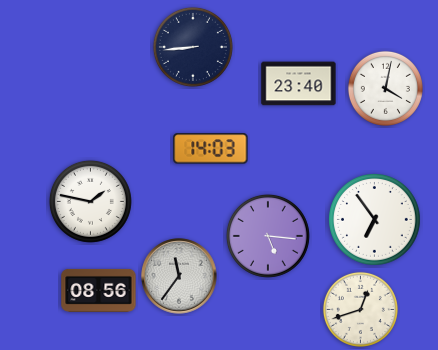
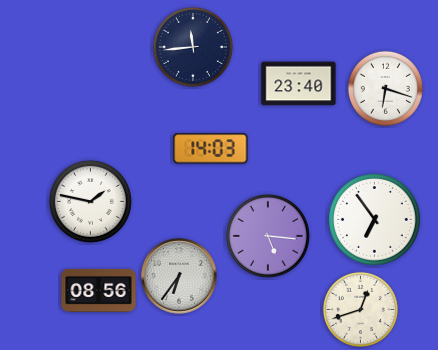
clock at (193, 47): 8:44 -> 11:44
clock at (385, 88): 4:02 -> 6:18
clock at (179, 276): 11:36 -> 6:36
